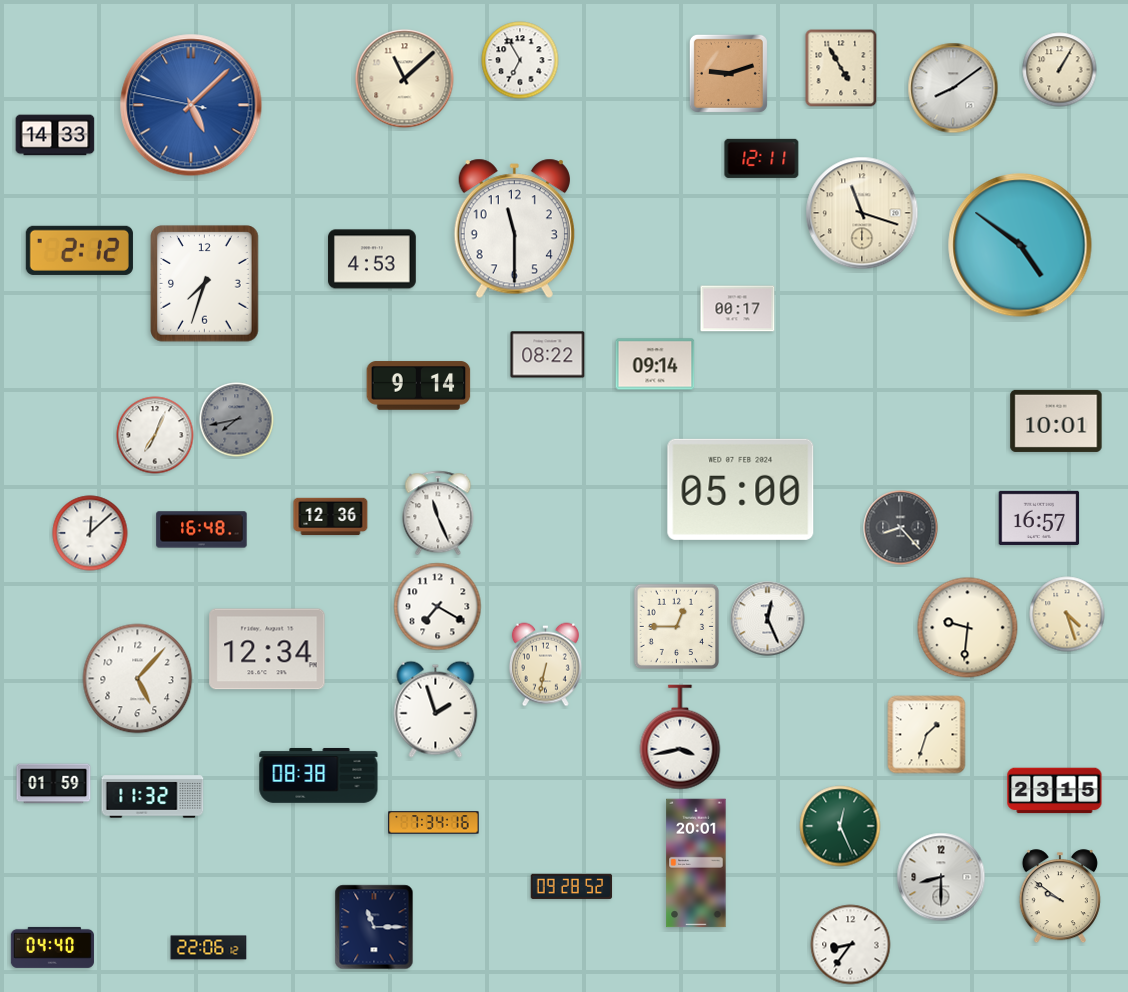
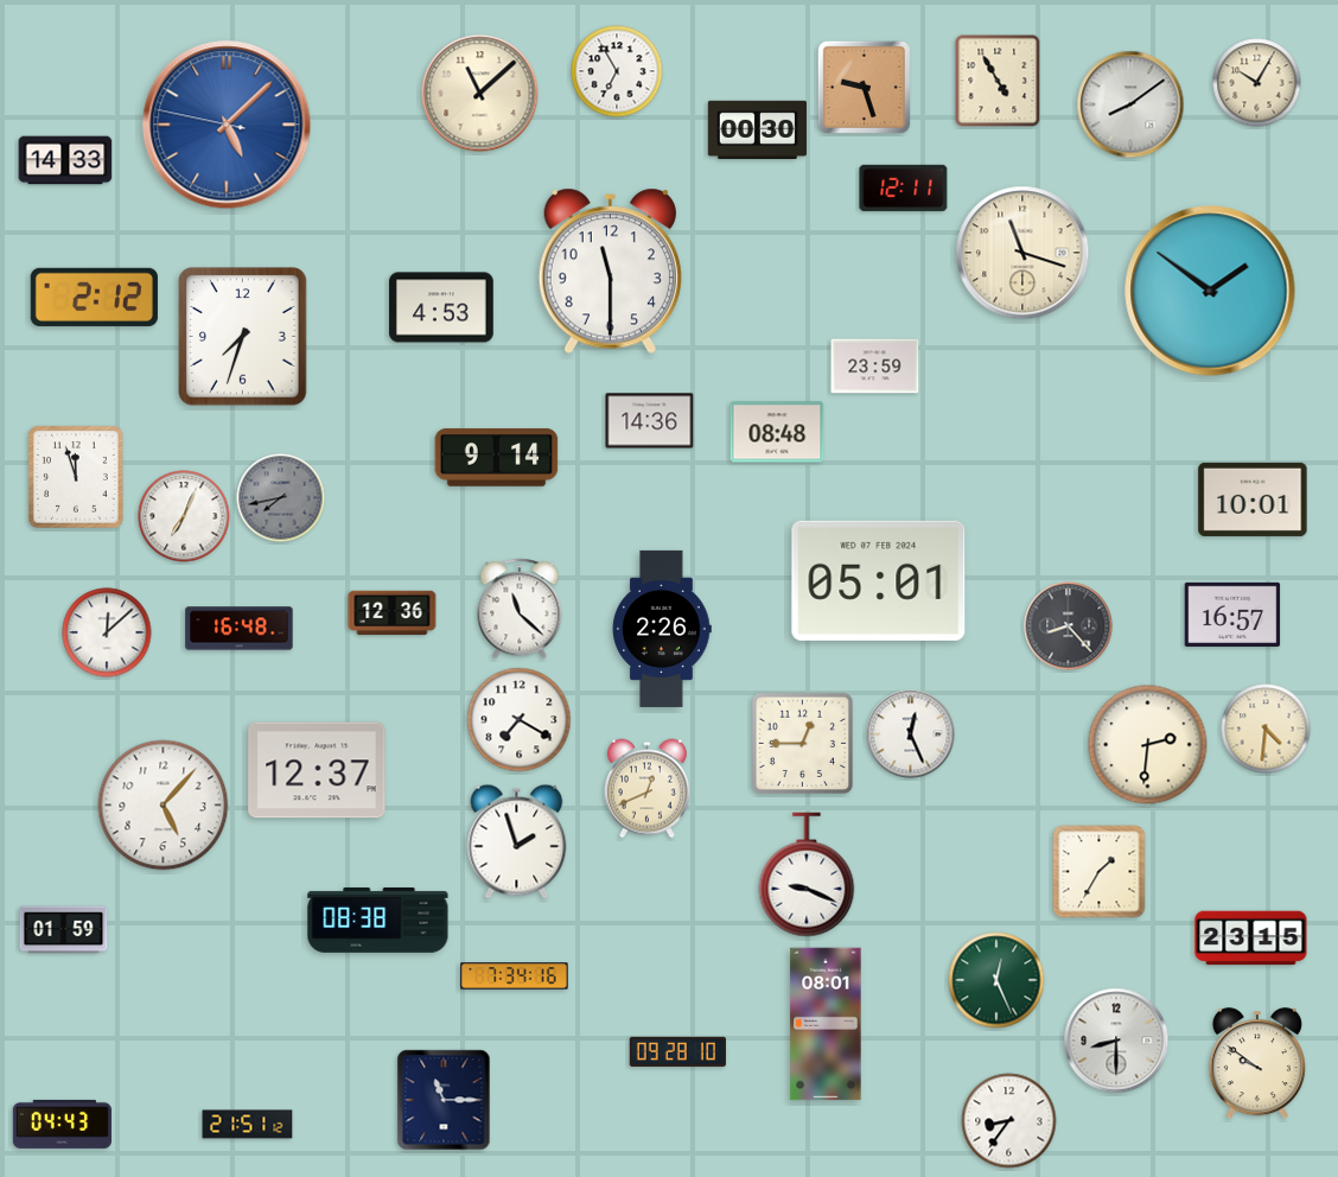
clock at (1060, 70): 1:05 -> 10:05
clock at (728, 73): 9:12 -> 9:27
clock at (757, 129): none -> 00:30
clock at (1020, 245): 4:51 -> 1:51
clock at (738, 309): 00:17 -> 23:59
clock at (548, 355): 08:22 -> 14:36
clock at (655, 364): 09:14 -> 08:48
clock at (77, 478): none -> 11:57
clock at (741, 489): 05:00 -> 05:01
clock at (438, 513): 11:26 -> 11:22
clock at (662, 629): none -> 2:26
clock at (1067, 614): 4:27 -> 4:31
clock at (968, 628): 9:31 -> 2:31
clock at (267, 649): 12:34 -> 12:37
clock at (545, 665): 6:32 -> 12:41
clock at (927, 735): 1:33 -> 1:35
clock at (680, 737): 3:43 -> 9:19
clock at (153, 797): 11:32 -> none
clock at (696, 863): 20:01 -> 08:01
clock at (572, 886): 09:28:52 -> 09:28:10
clock at (52, 947): 04:40 -> 04:43
clock at (209, 948): 22:06 -> 21:51
